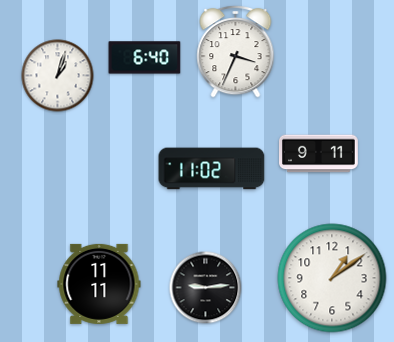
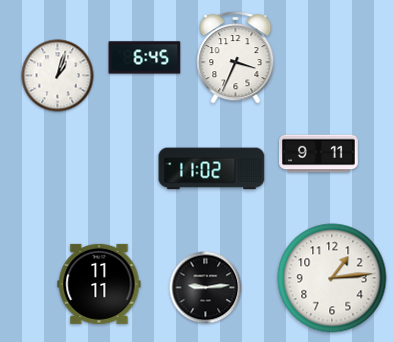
clock at (236, 51) position: (236, 51) -> (236, 57)
clock at (145, 58): 6:40 -> 6:45
clock at (332, 278): 1:09 -> 1:14
